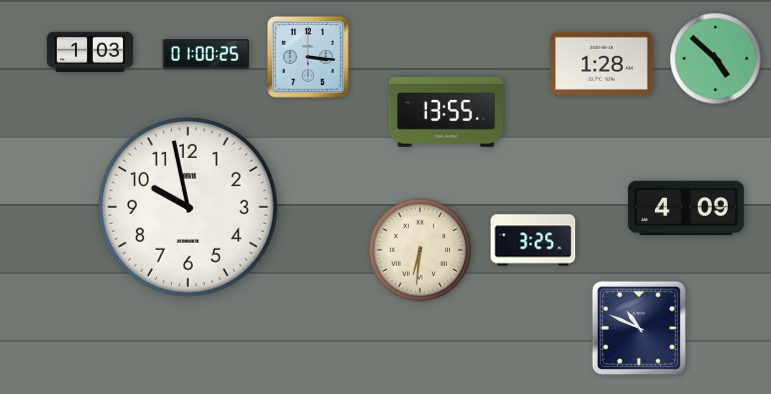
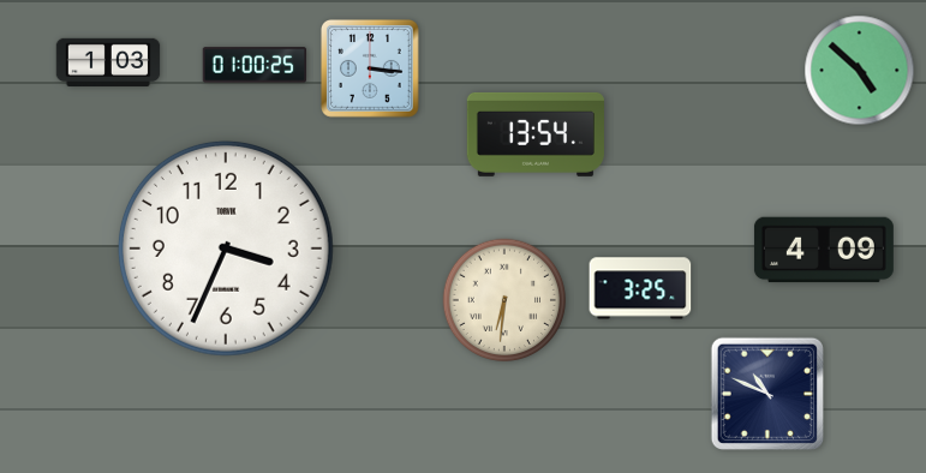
clock at (206, 54) position: (206, 54) -> (255, 65)
clock at (601, 63): 1:28 -> none
clock at (446, 112): 13:55 -> 13:54
clock at (188, 207): 9:58 -> 3:34
